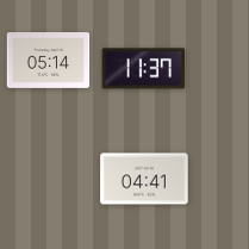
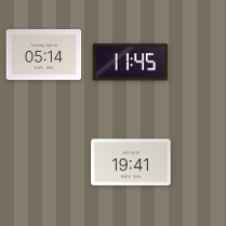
clock at (144, 69): 11:37 -> 11:45
clock at (144, 179): 04:41 -> 19:41
